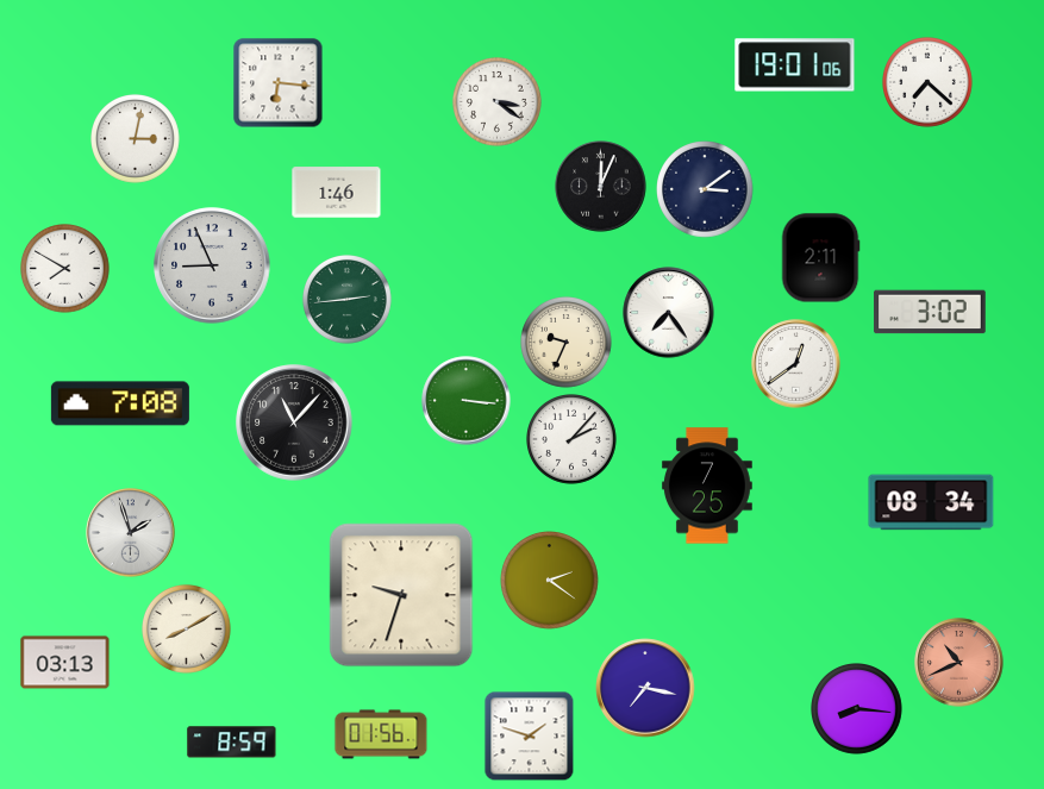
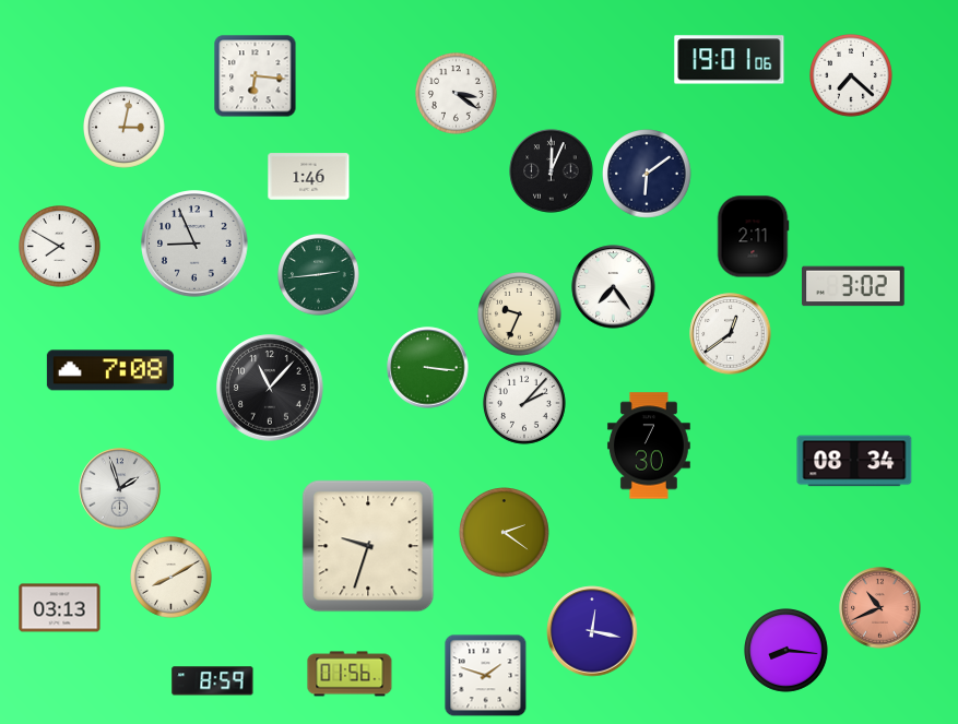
clock at (705, 189): 3:09 -> 6:09
clock at (707, 486): 7:25 -> 7:30
clock at (645, 688): 7:17 -> 12:17
